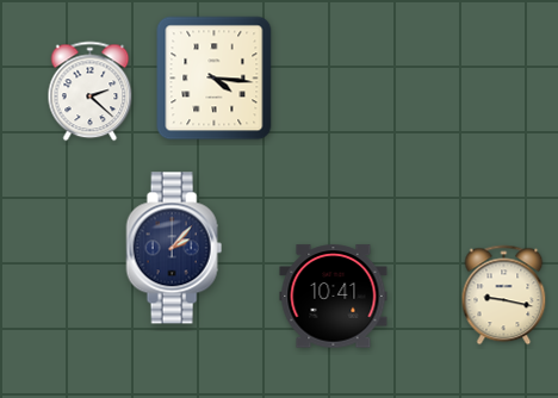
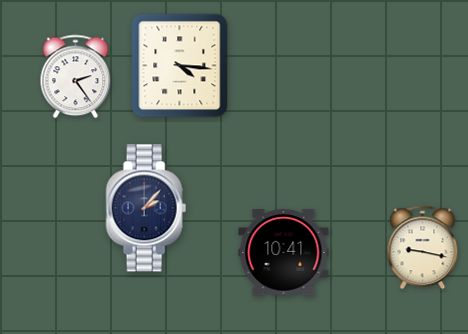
clock at (91, 92): 2:22 -> 2:24
clock at (334, 297) position: (334, 297) -> (284, 253)
